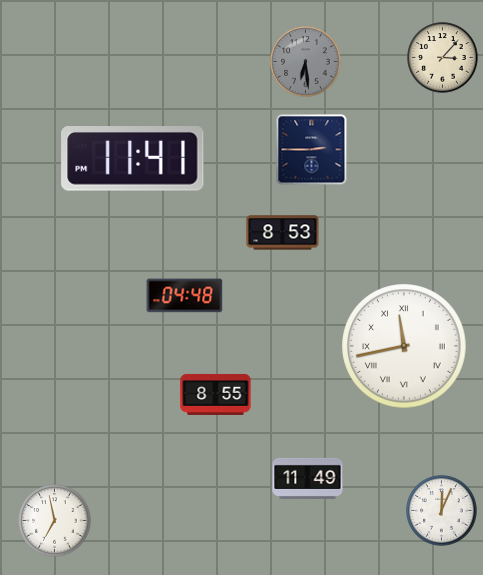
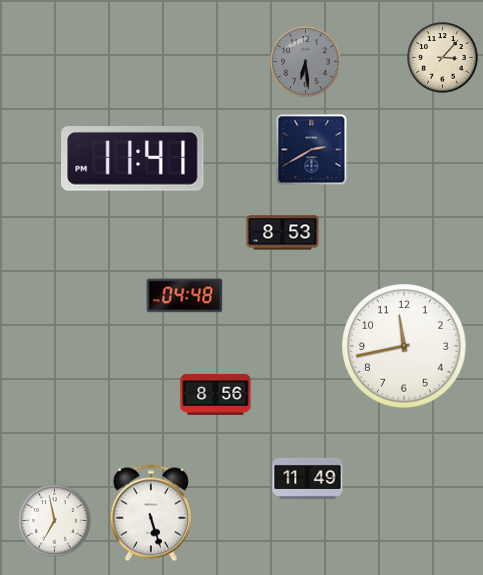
clock at (312, 150): 2:45 -> 2:40
clock at (404, 346) numerals: Roman -> Arabic
clock at (216, 394): 8:55 -> 8:56
clock at (442, 511): 12:04 -> none
clock at (151, 513): none -> 5:27
